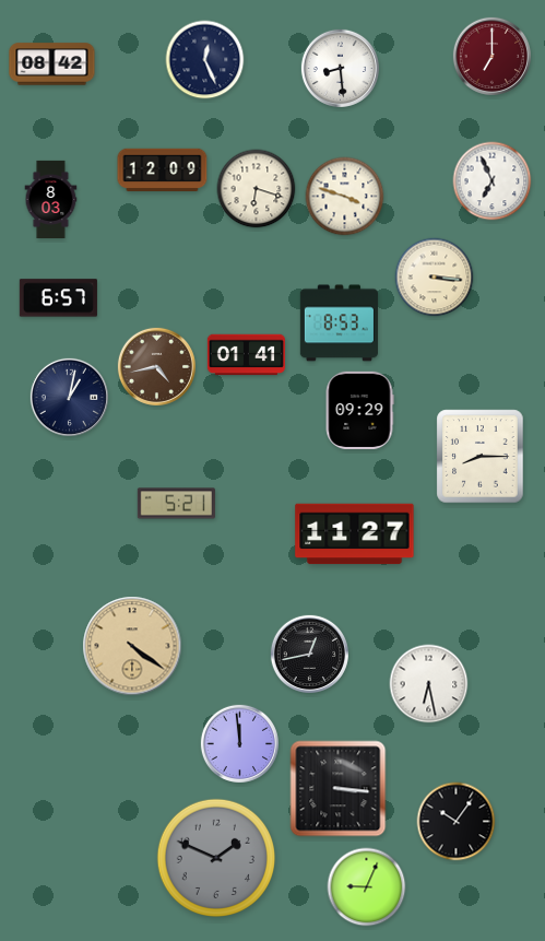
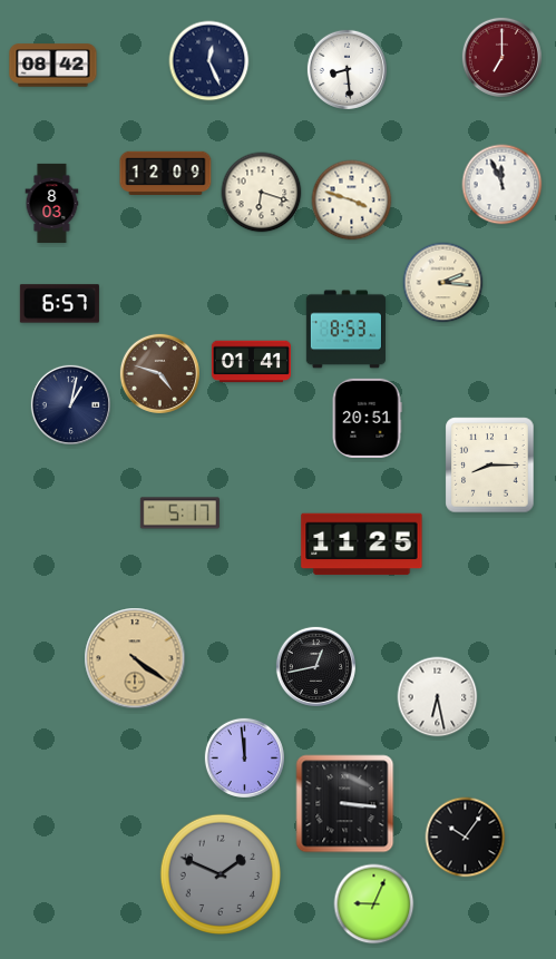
clock at (493, 181): 6:56 -> 11:56
clock at (435, 278): 3:16 -> 2:16
clock at (156, 366): 4:43 -> 4:48
clock at (359, 410): 09:29 -> 20:51
clock at (176, 504): 5:21 -> 5:17
clock at (355, 534): 11:27 -> 11:25
